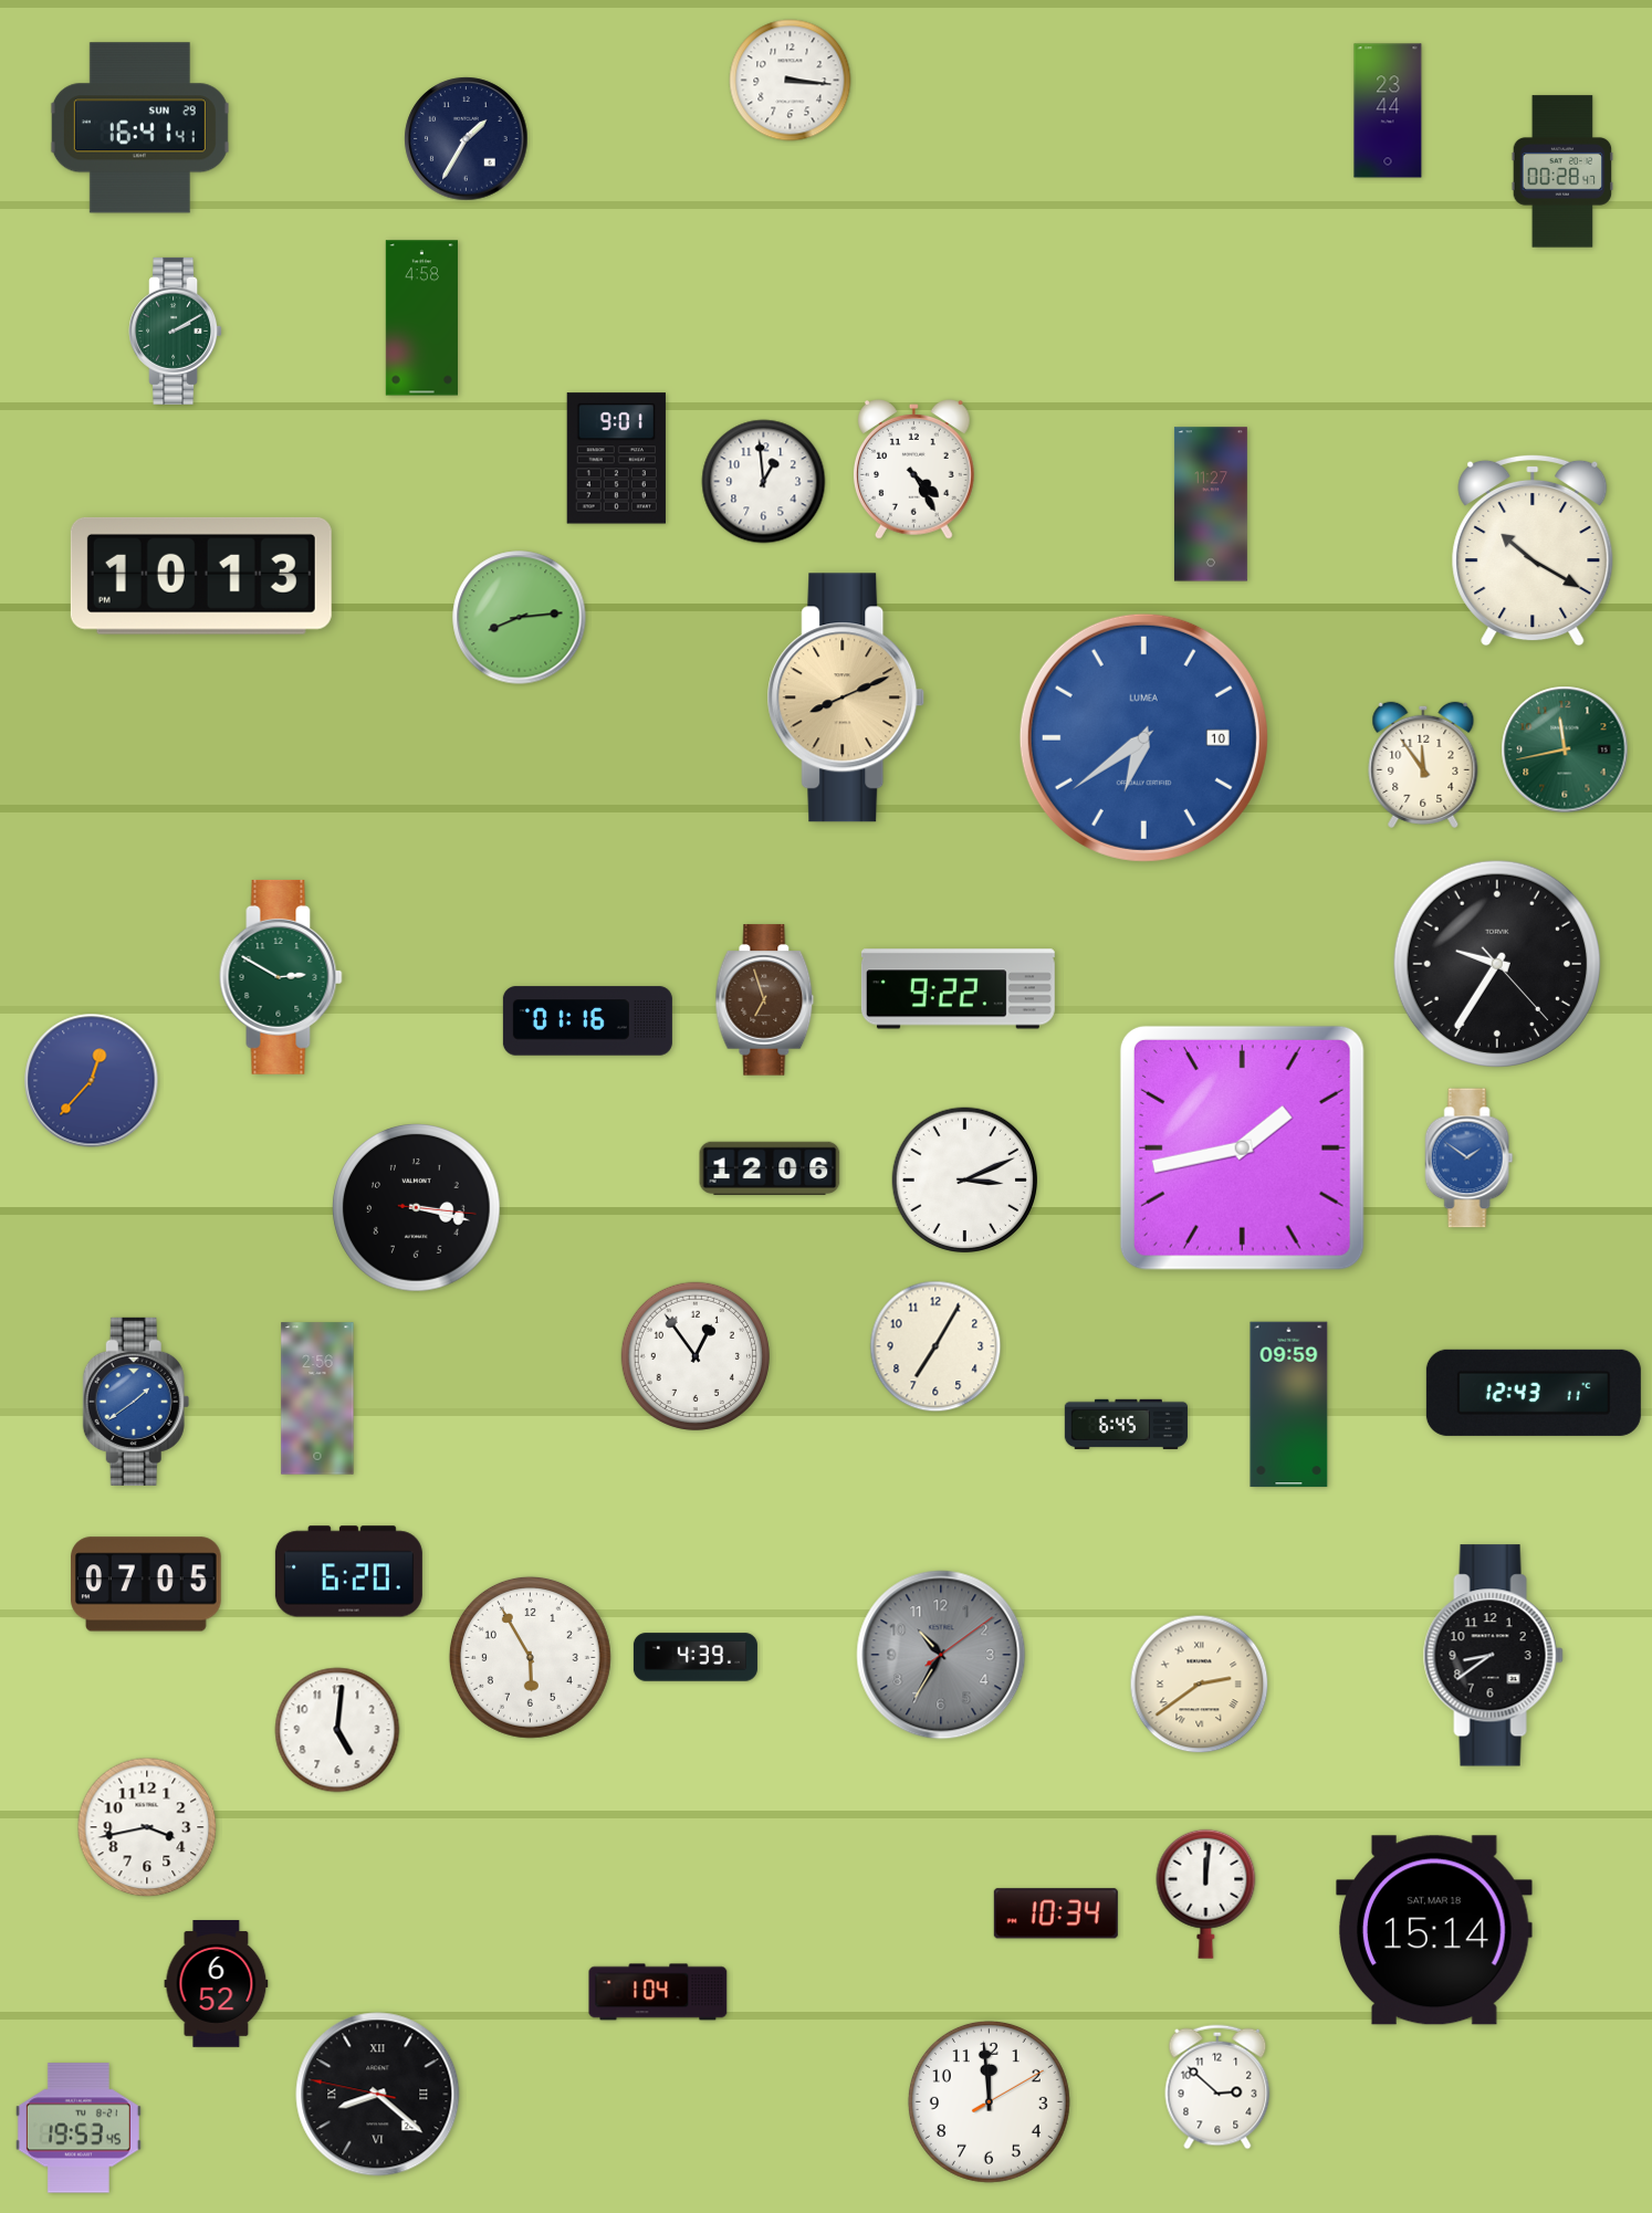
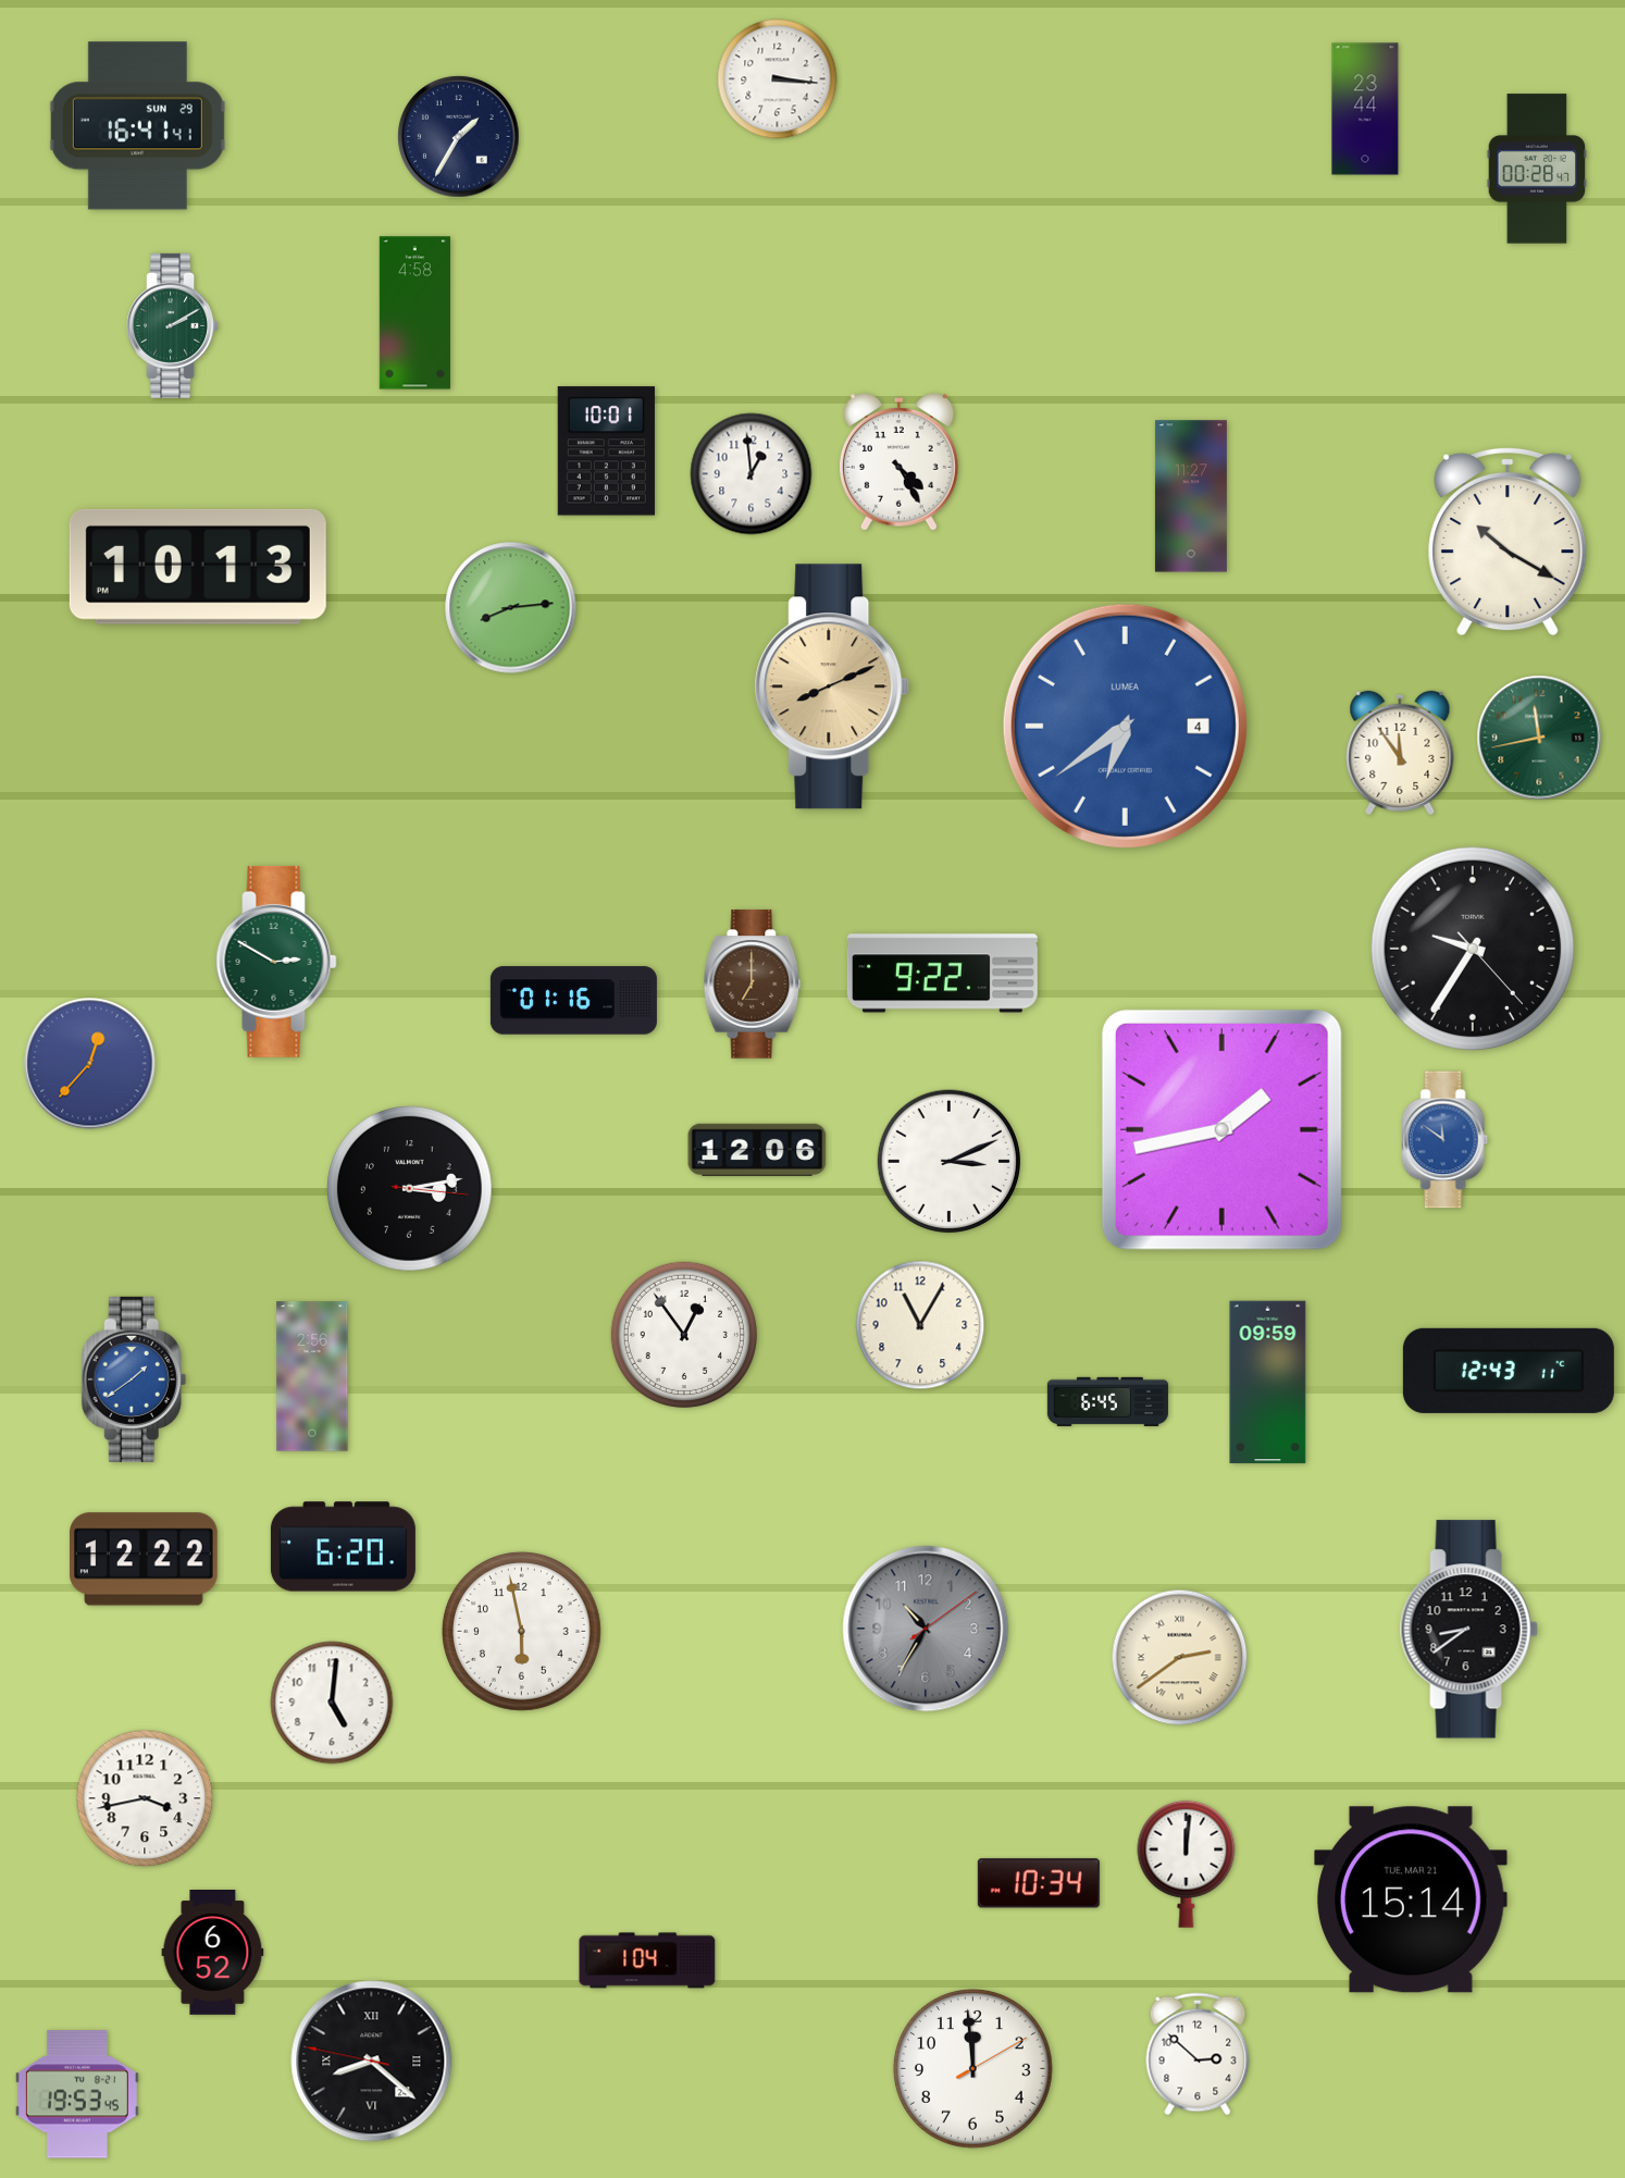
clock at (616, 459): 9:01 -> 10:01
clock at (1143, 737) date: 10 -> 4
clock at (765, 1000): 6:57 -> 7:00
clock at (587, 1021) position: (587, 1021) -> (573, 1001)
clock at (1470, 1158): 1:51 -> 11:51
clock at (417, 1208): 3:17 -> 3:13
clock at (935, 1346): 7:05 -> 11:05
clock at (147, 1584): 07:05 -> 12:22
clock at (530, 1657): 5:55 -> 5:58
clock at (696, 1657): 4:39 -> none
clock at (1435, 1930) date: SAT, MAR 18 -> TUE, MAR 21
